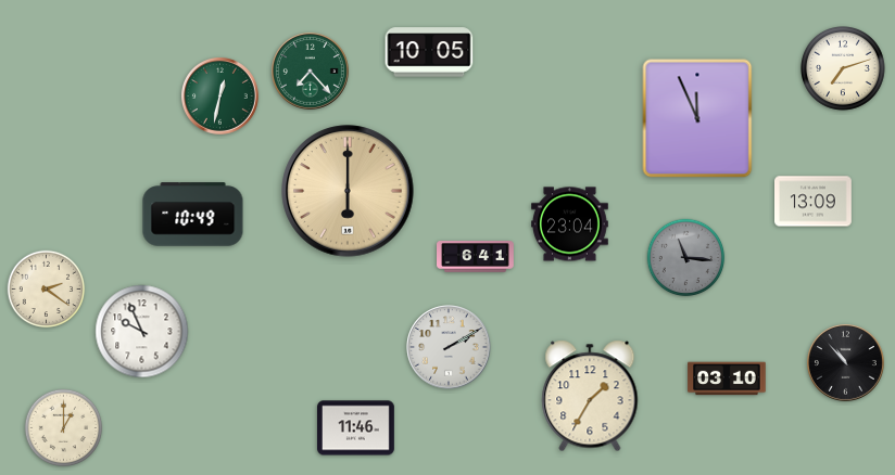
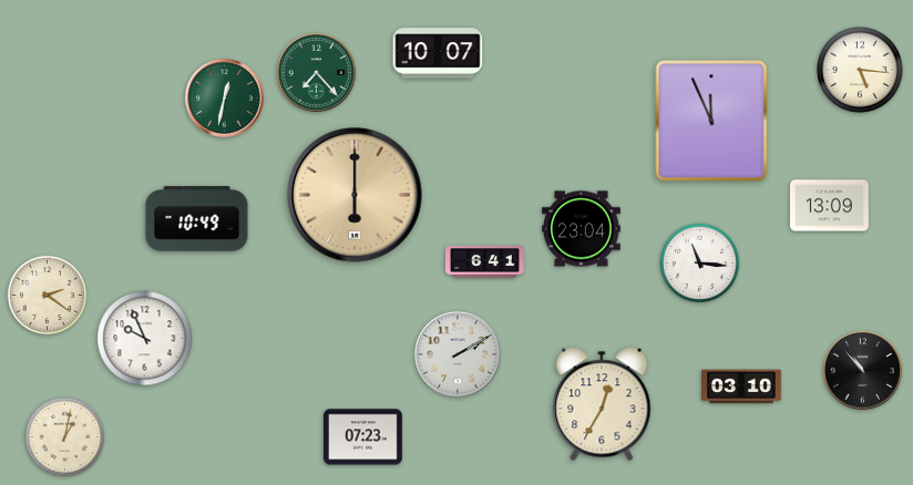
clock at (429, 52): 10:05 -> 10:07
clock at (844, 69): 7:12 -> 5:16
clock at (686, 258) dial: grey -> white
clock at (590, 396): 1:35 -> 12:35
clock at (64, 428): 1:00 -> 1:02
clock at (356, 428): 11:46 -> 07:23
